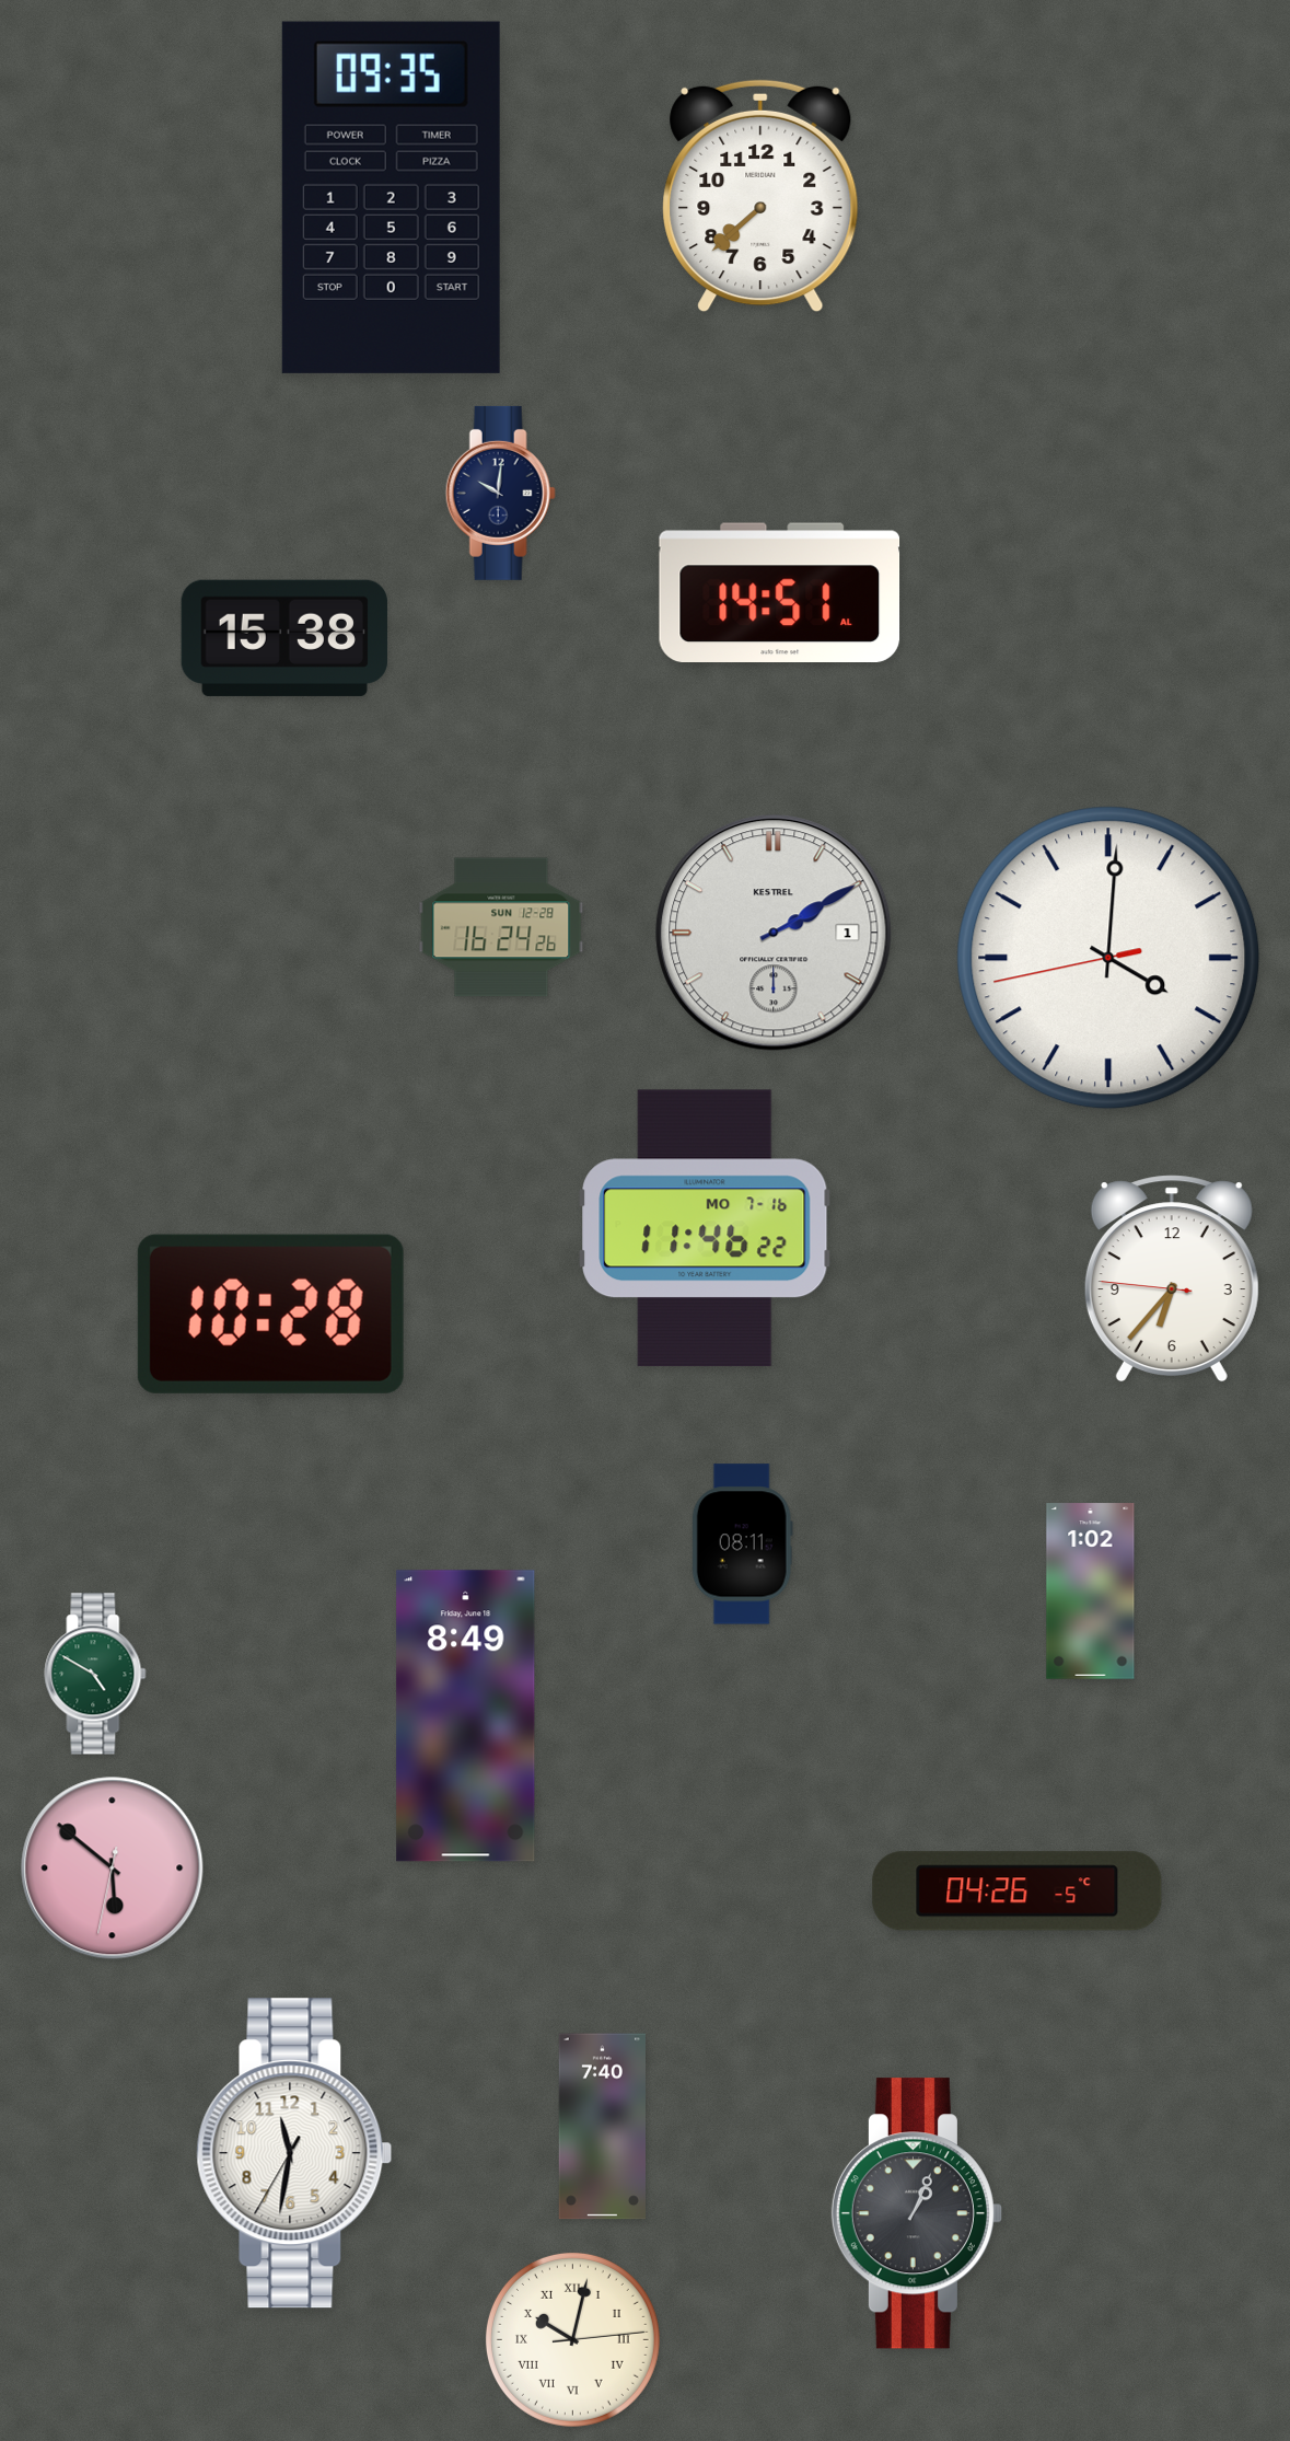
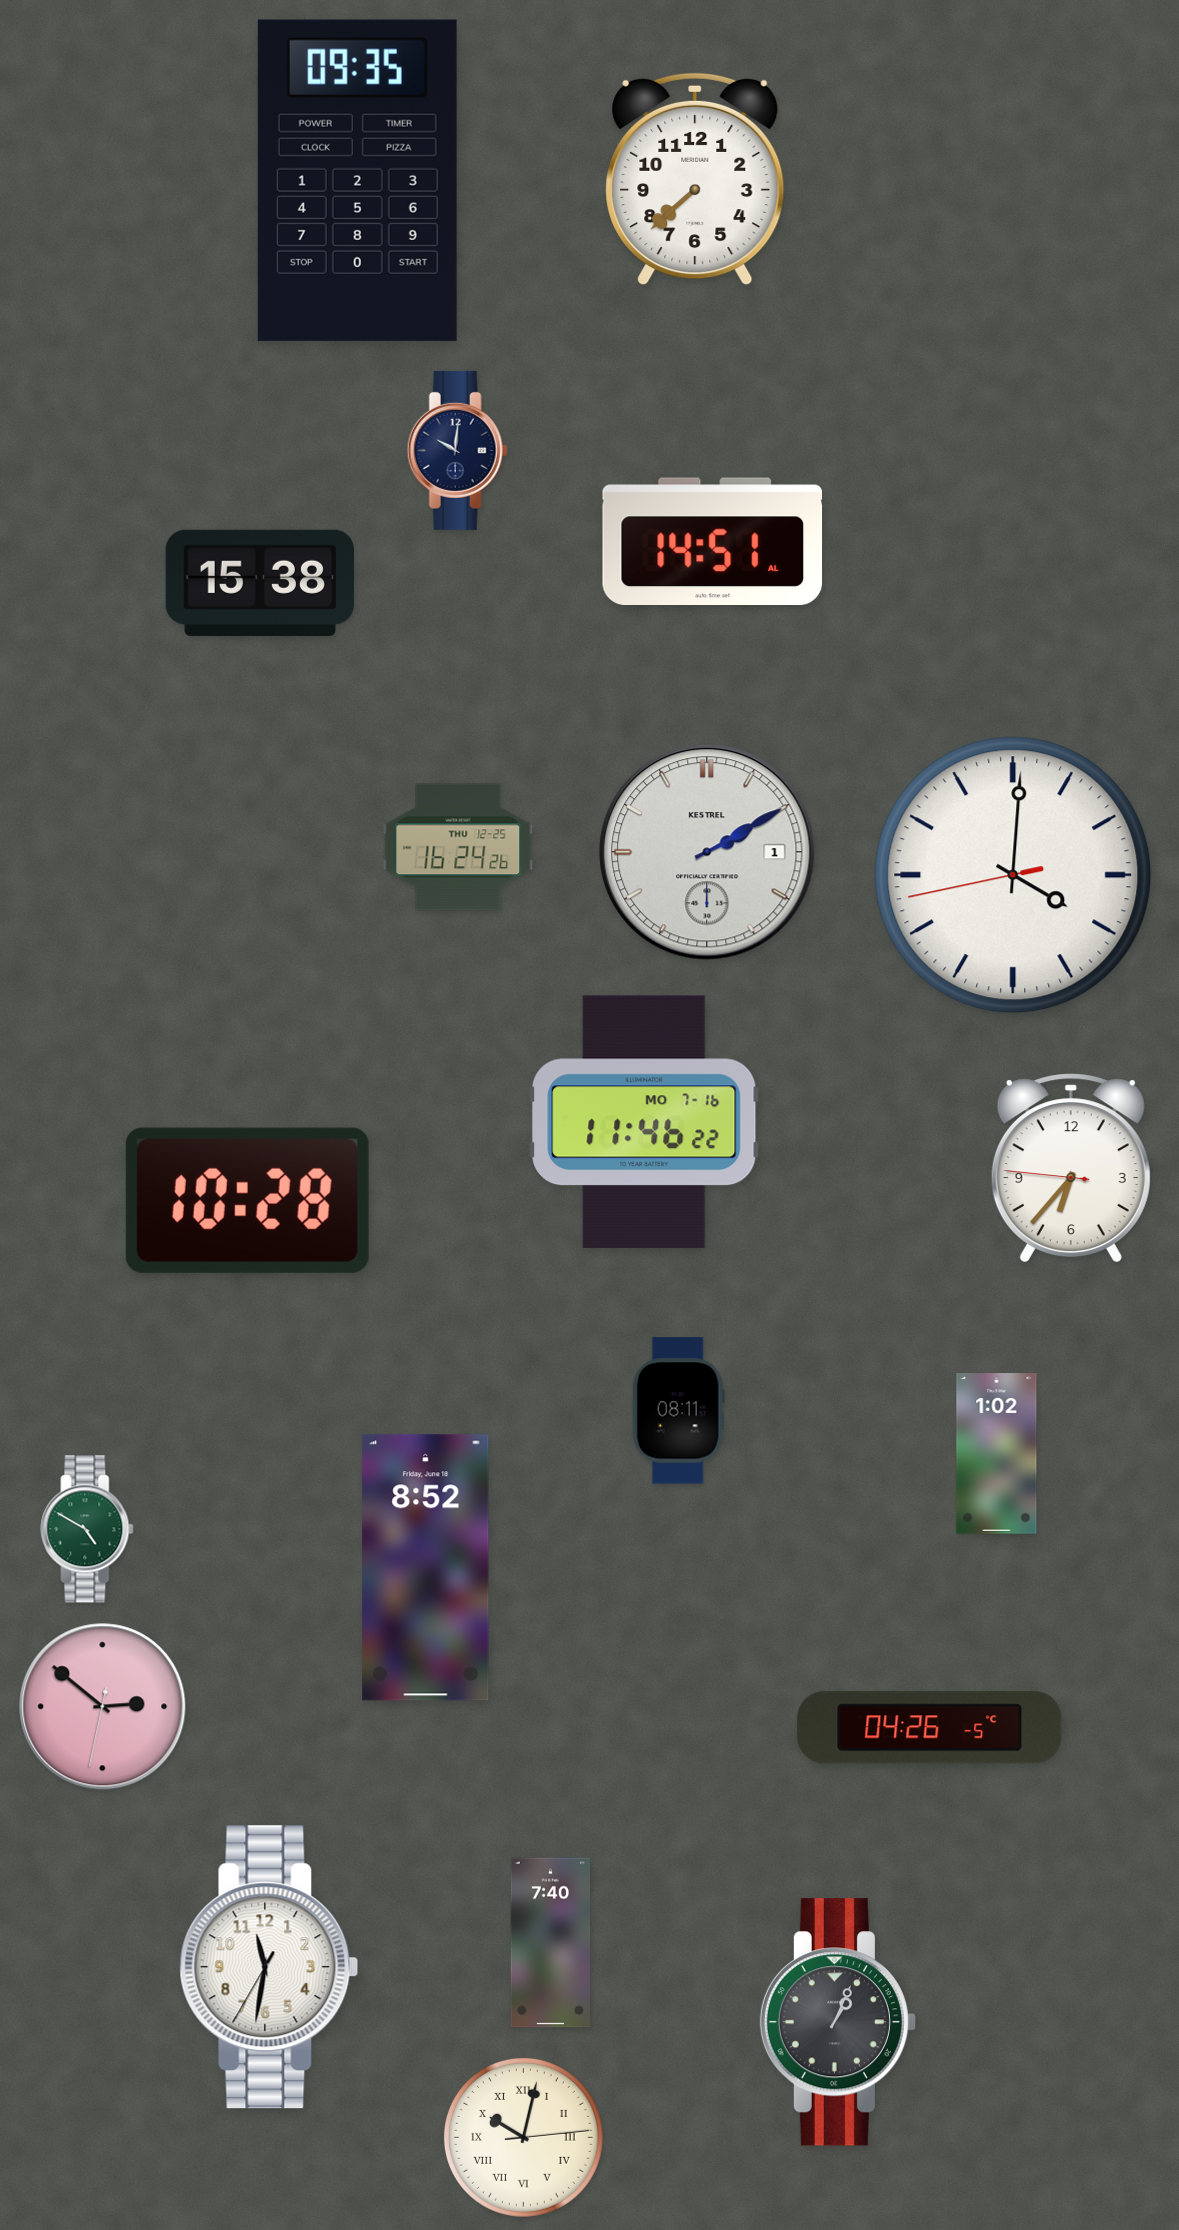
clock at (501, 927) date: SUN 12-28 -> THU 12-25
clock at (466, 1716): 8:49 -> 8:52
clock at (113, 1869): 5:51 -> 2:51
